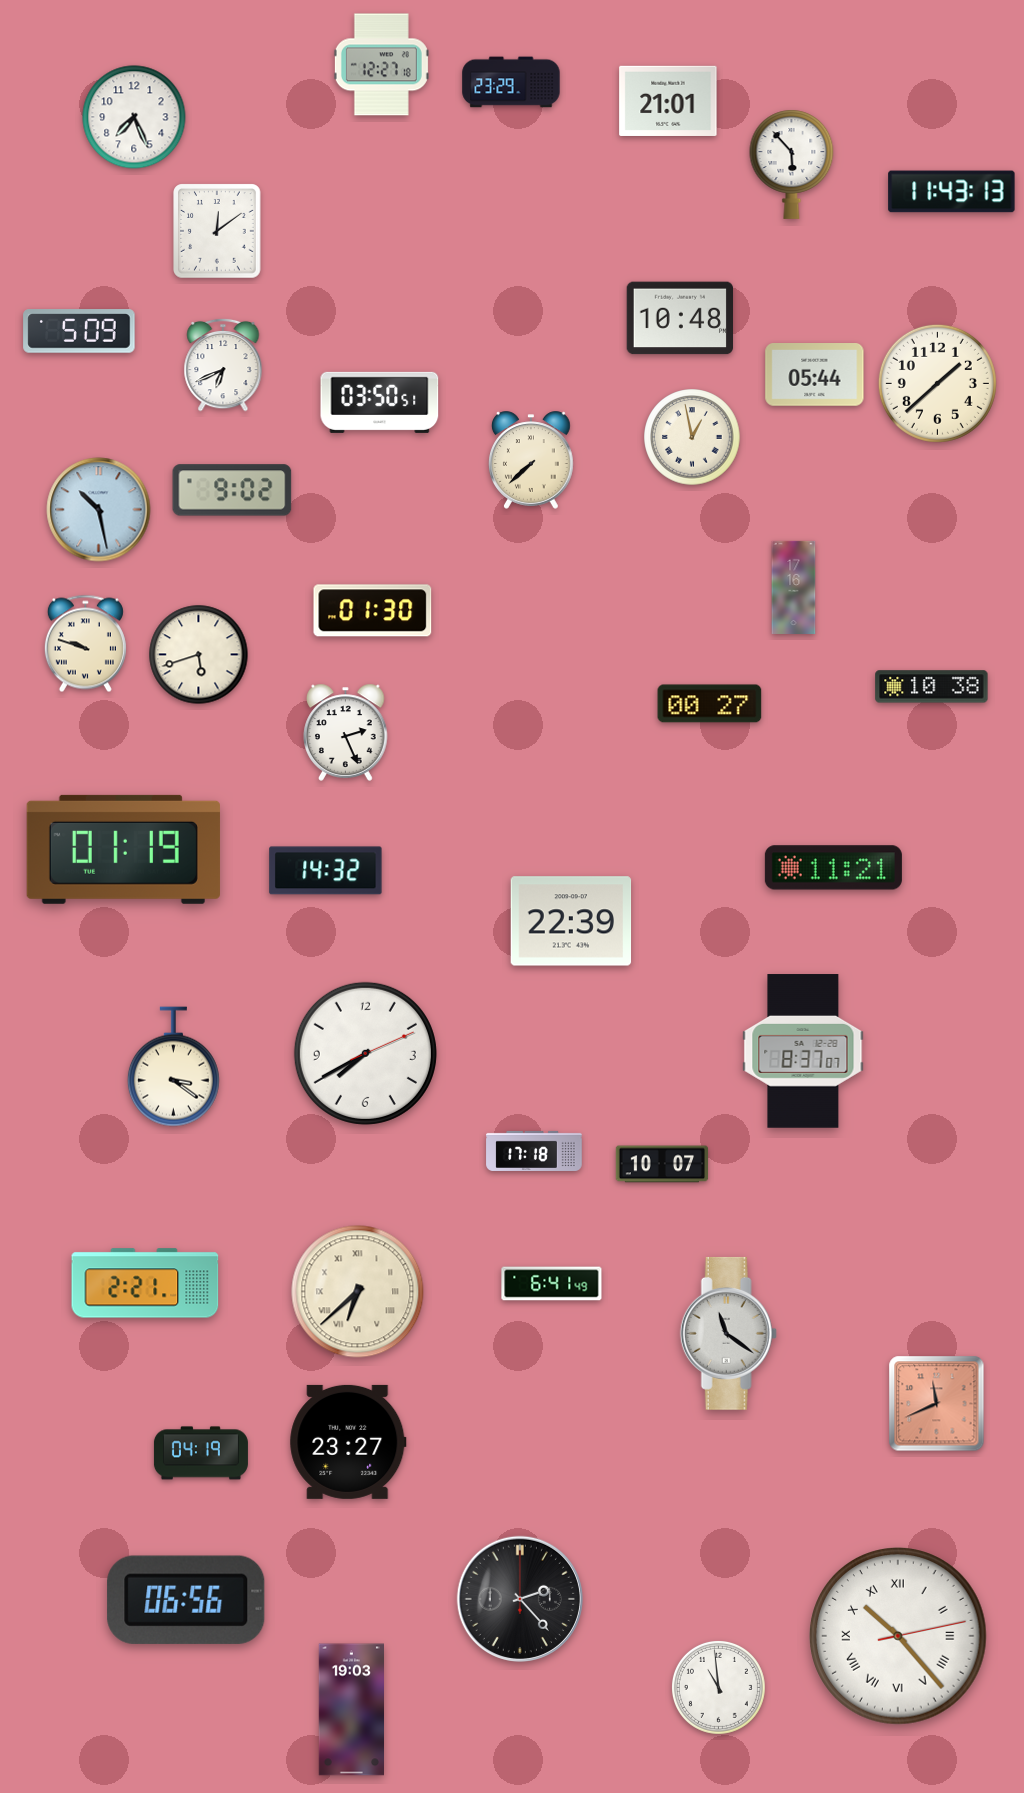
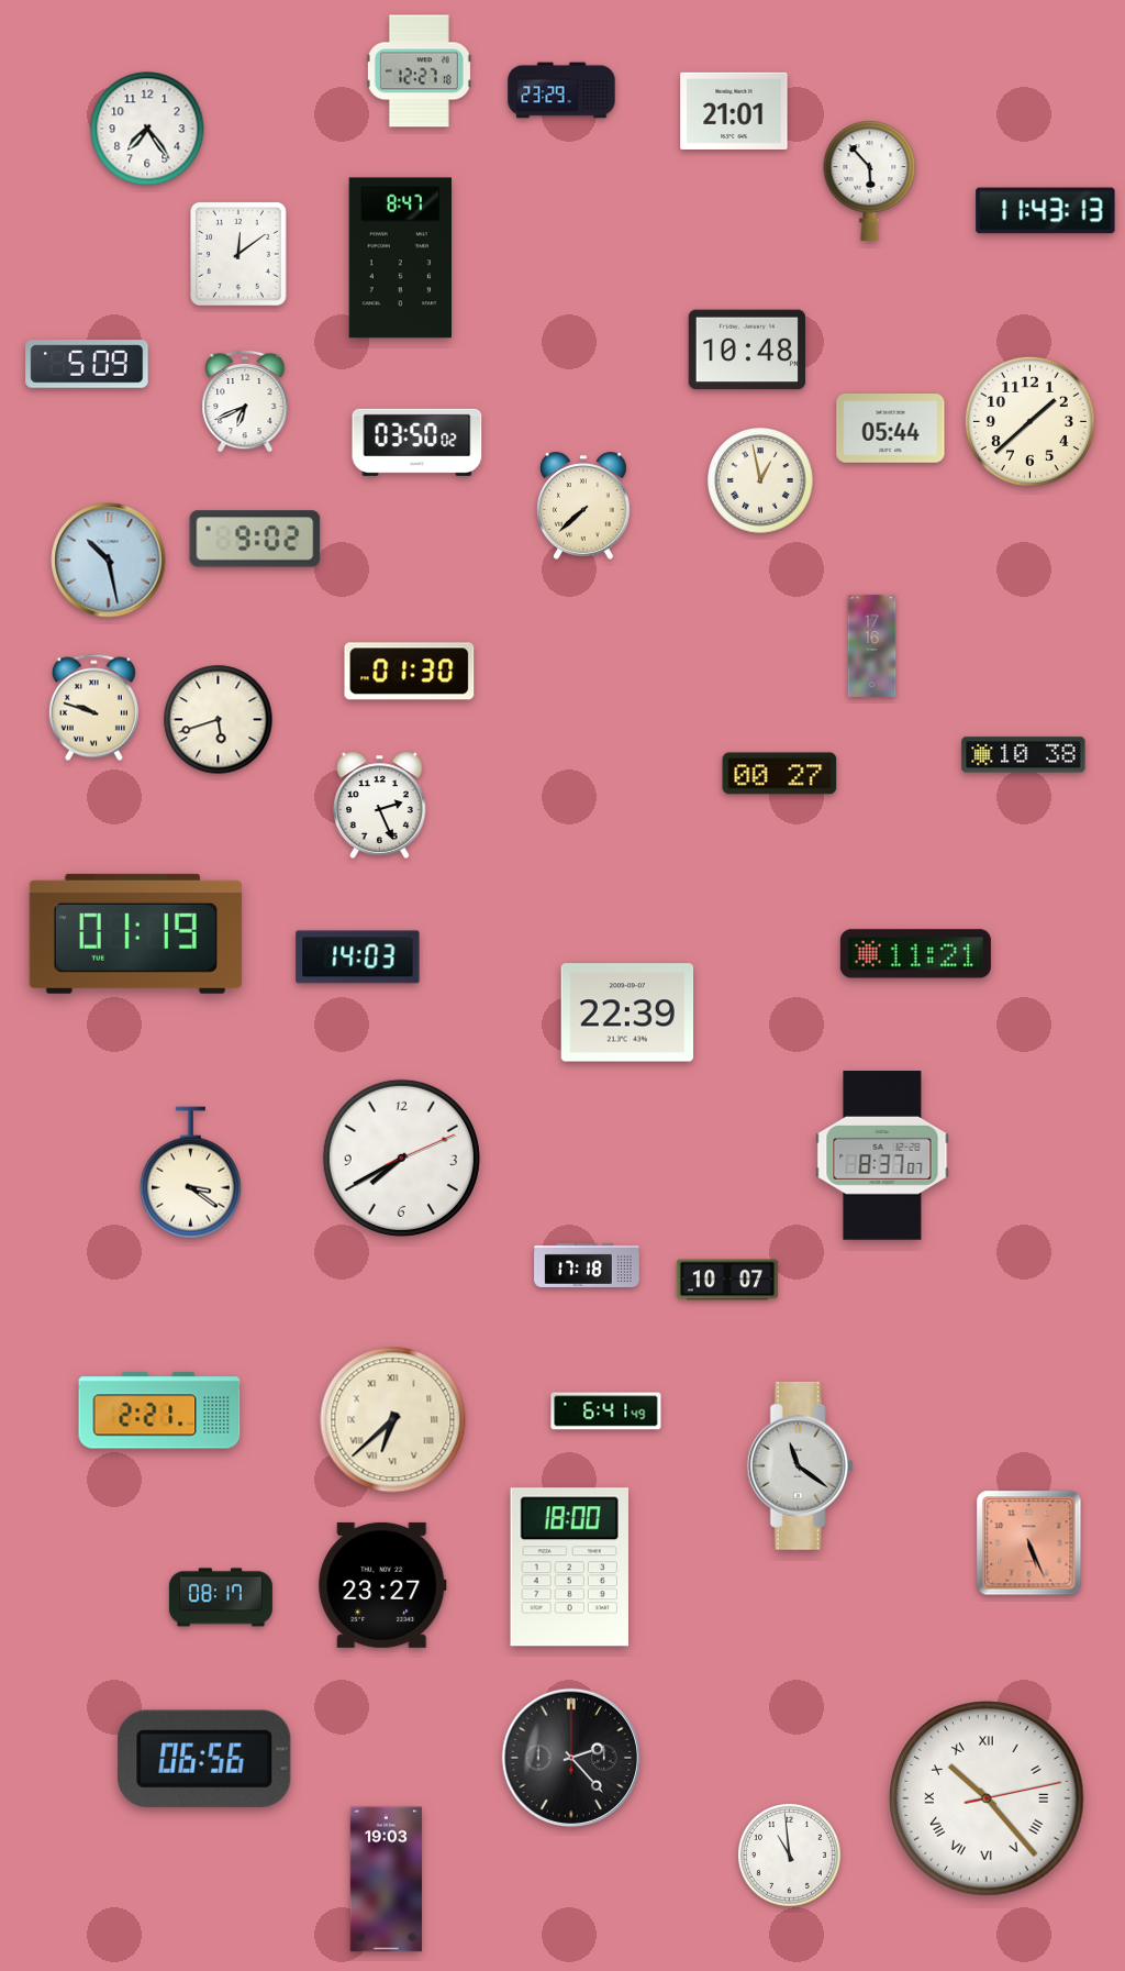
clock at (134, 117): 7:26 -> 7:24
clock at (401, 258): none -> 8:47
clock at (815, 375) position: (815, 375) -> (891, 429)
clock at (380, 402): 03:50:51 -> 03:50:02
clock at (326, 871): 14:32 -> 14:03
clock at (937, 1404): 11:41 -> 5:26
clock at (569, 1568): none -> 18:00
clock at (201, 1453): 04:19 -> 08:17
